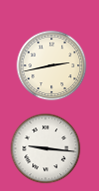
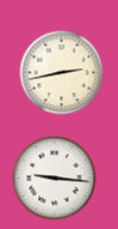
clock at (52, 66) position: (52, 66) -> (62, 73)
